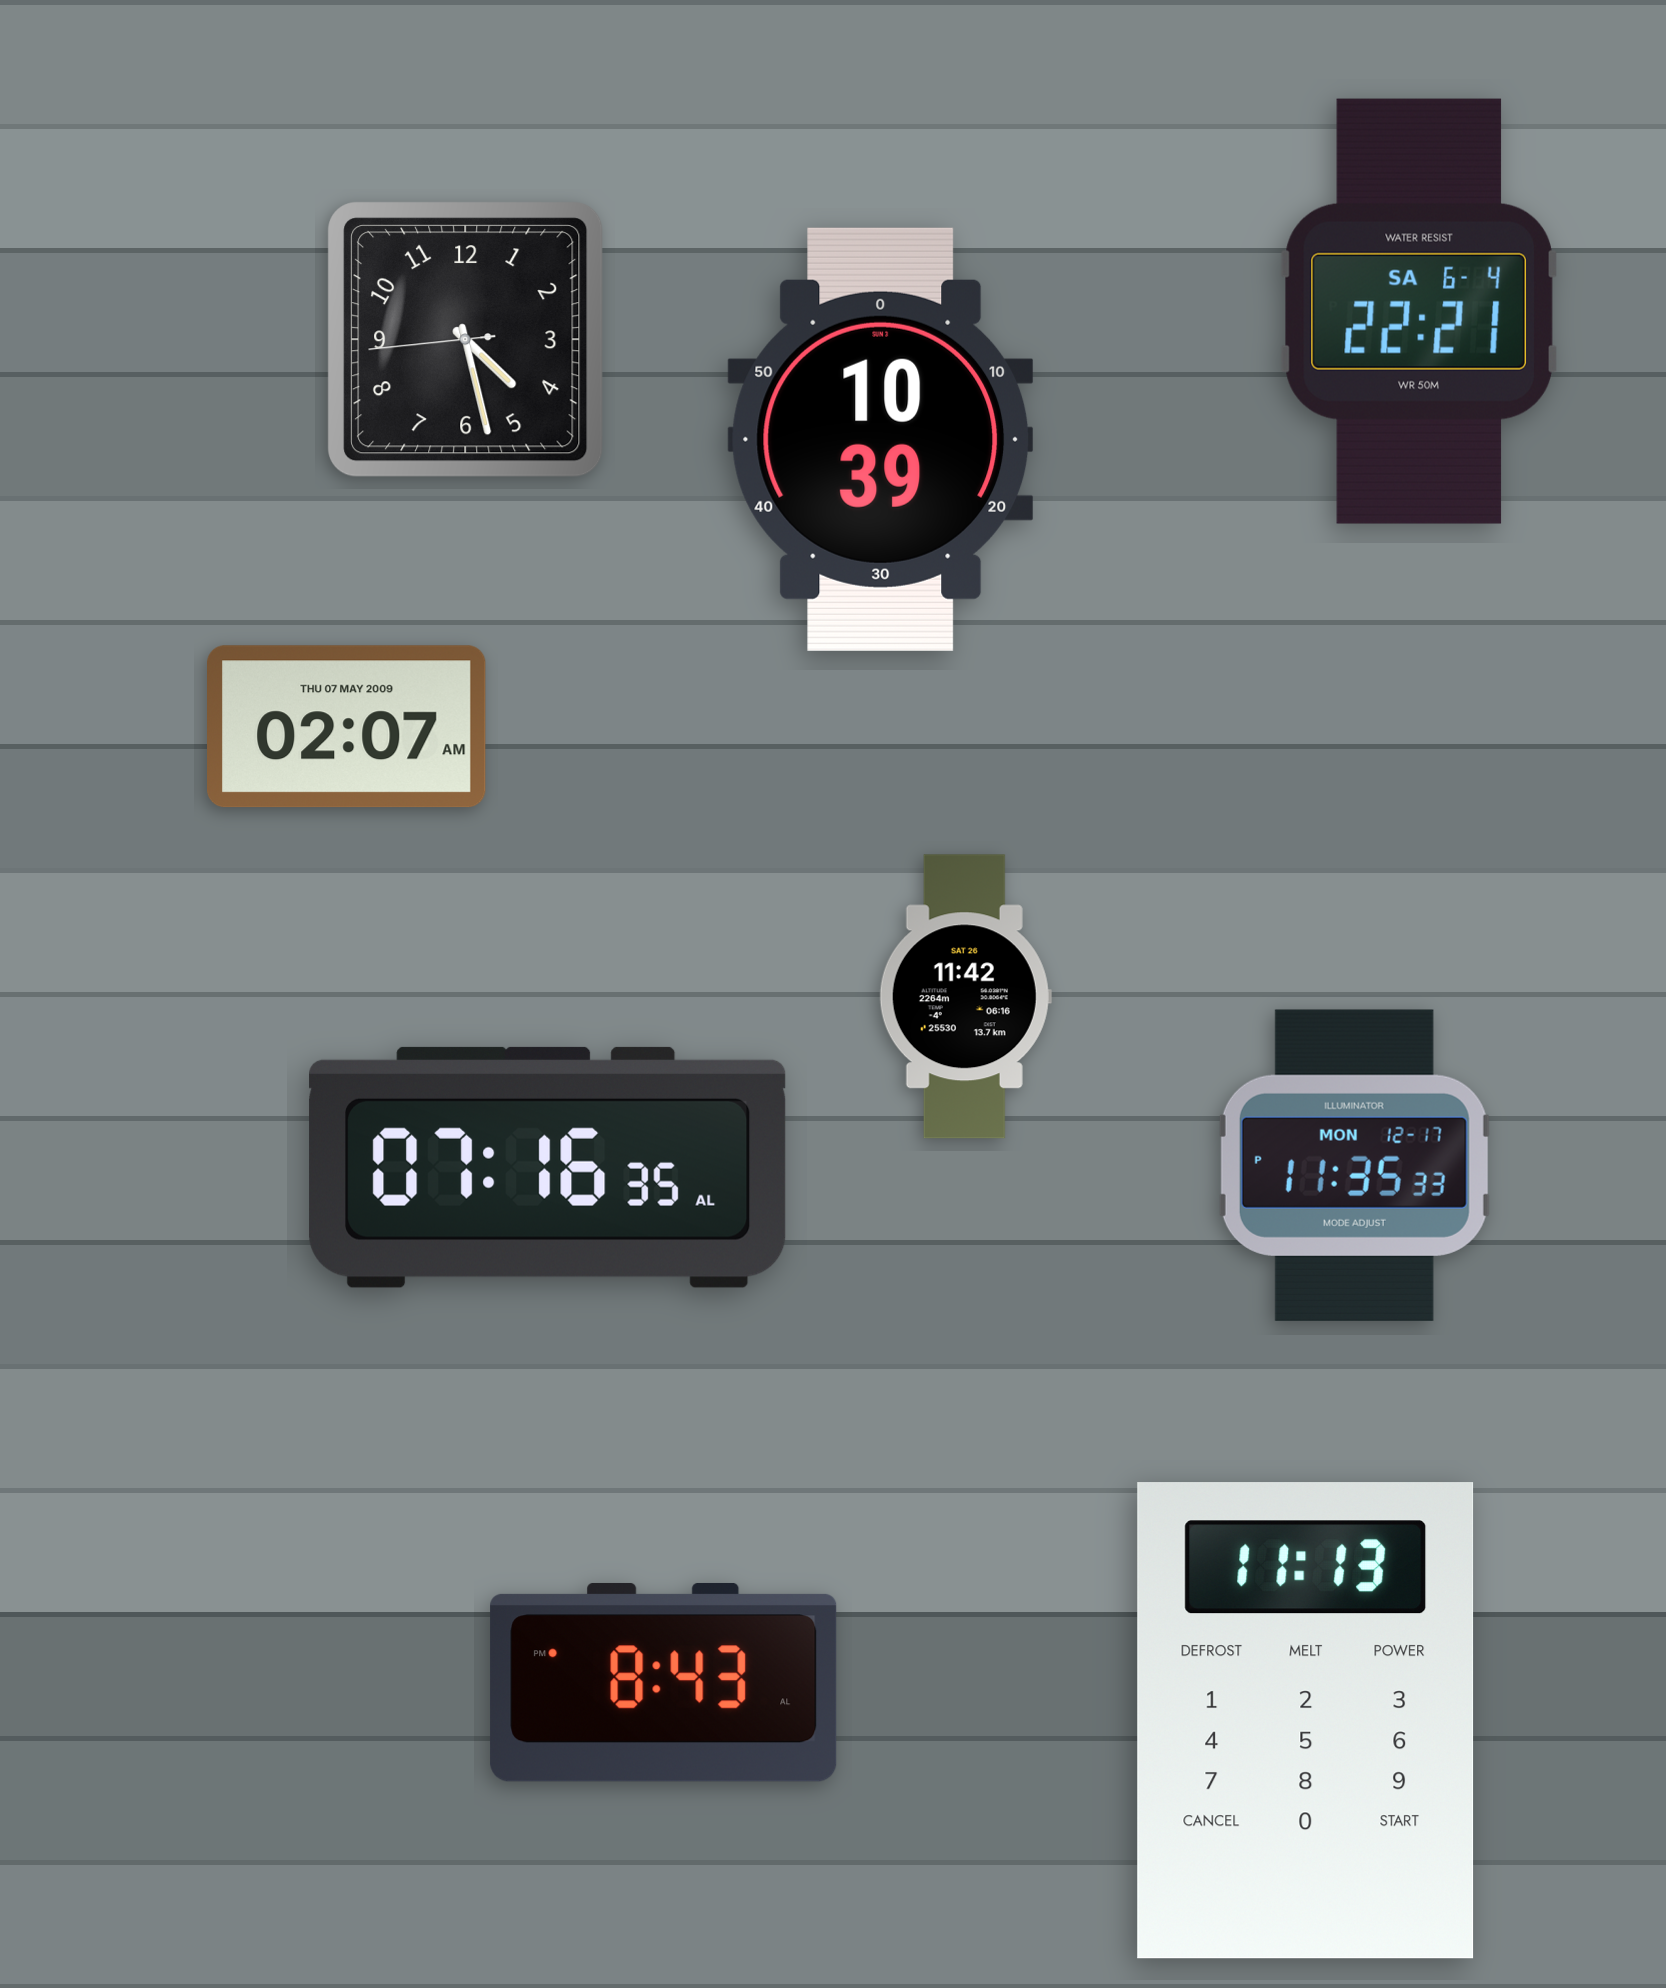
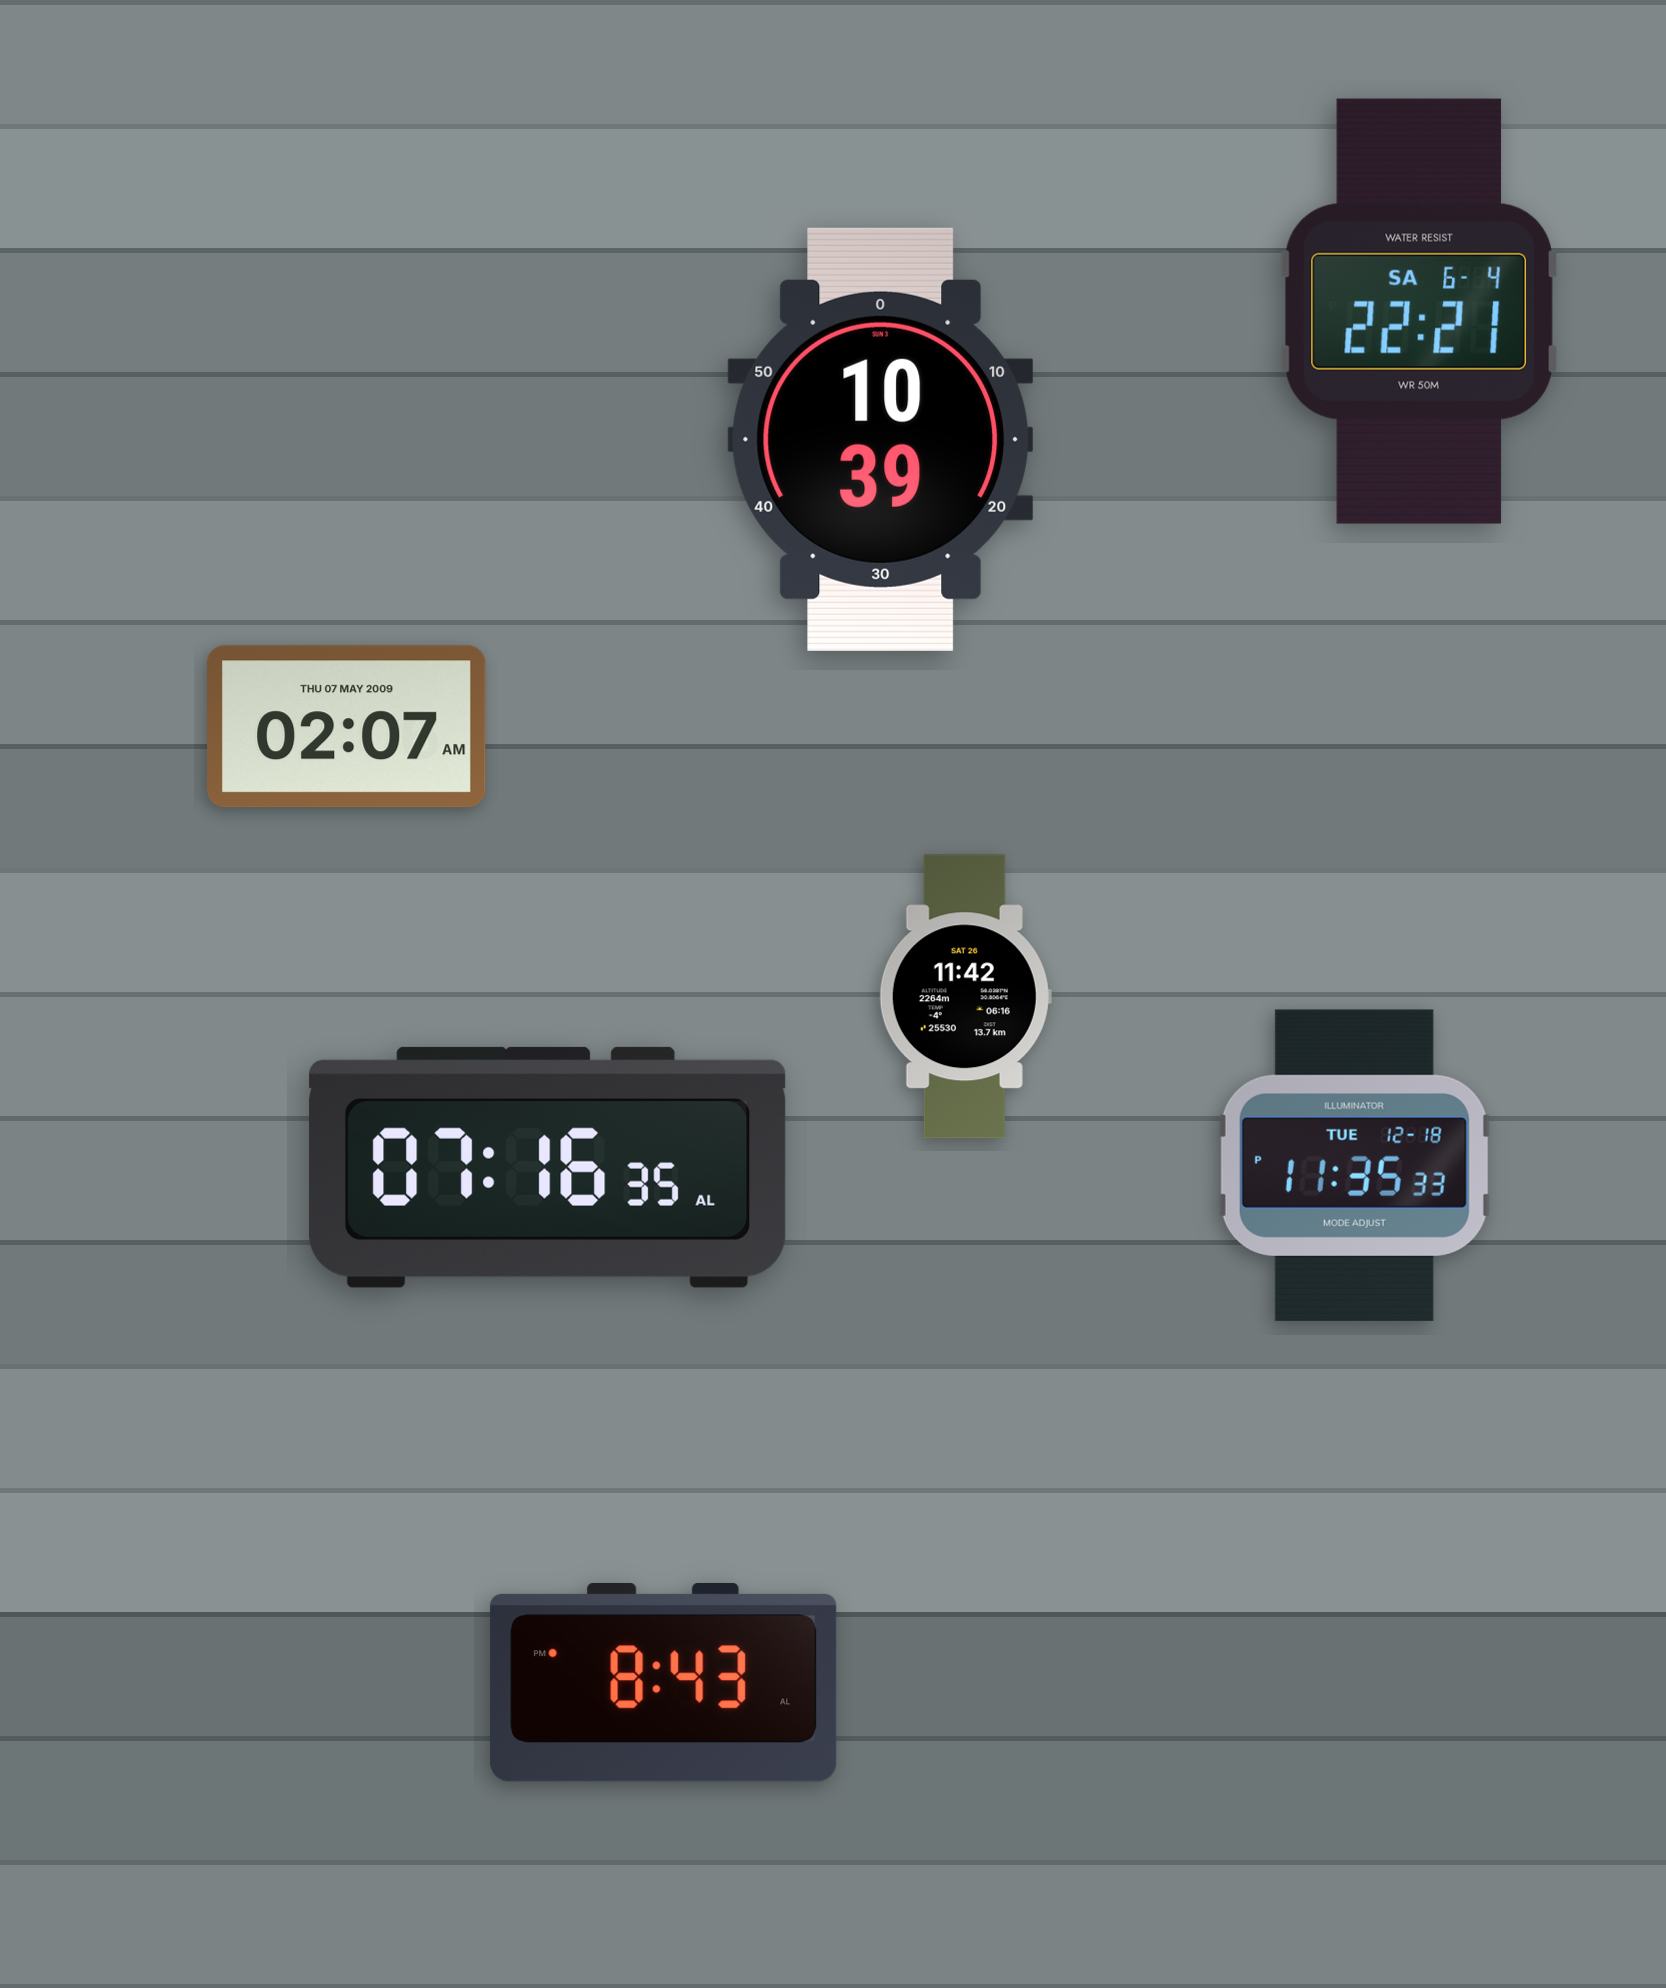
clock at (466, 340): 4:27 -> none
clock at (1354, 1165) date: MON 12-17 -> TUE 12-18
clock at (1306, 1721): 11:13 -> none
